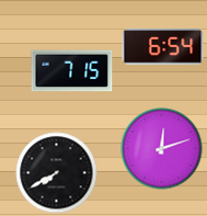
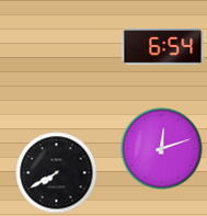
clock at (72, 71): 7:15 -> none
